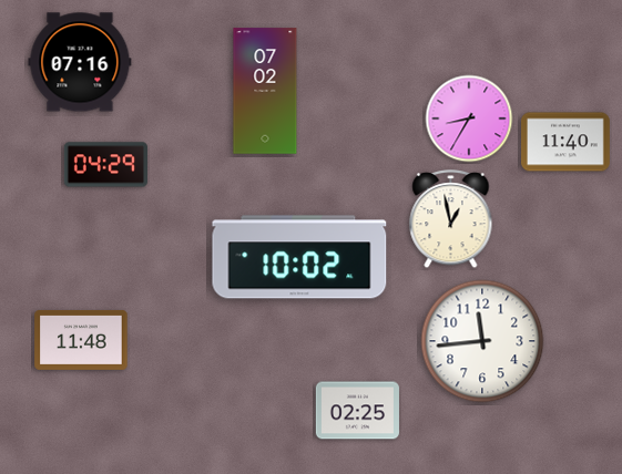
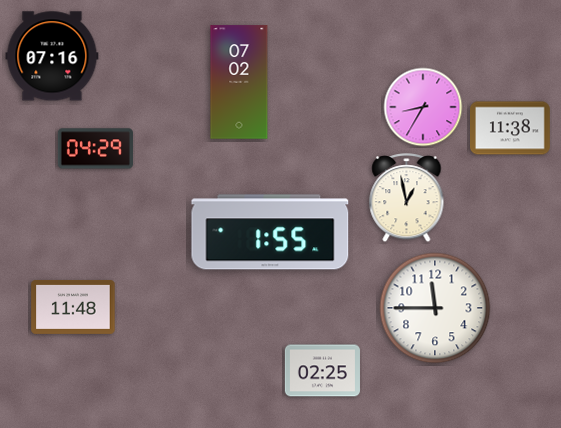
clock at (80, 62) position: (80, 62) -> (52, 56)
clock at (567, 142): 11:40 -> 11:38
clock at (299, 257): 10:02 -> 1:55
clock at (482, 341): 11:44 -> 11:45
